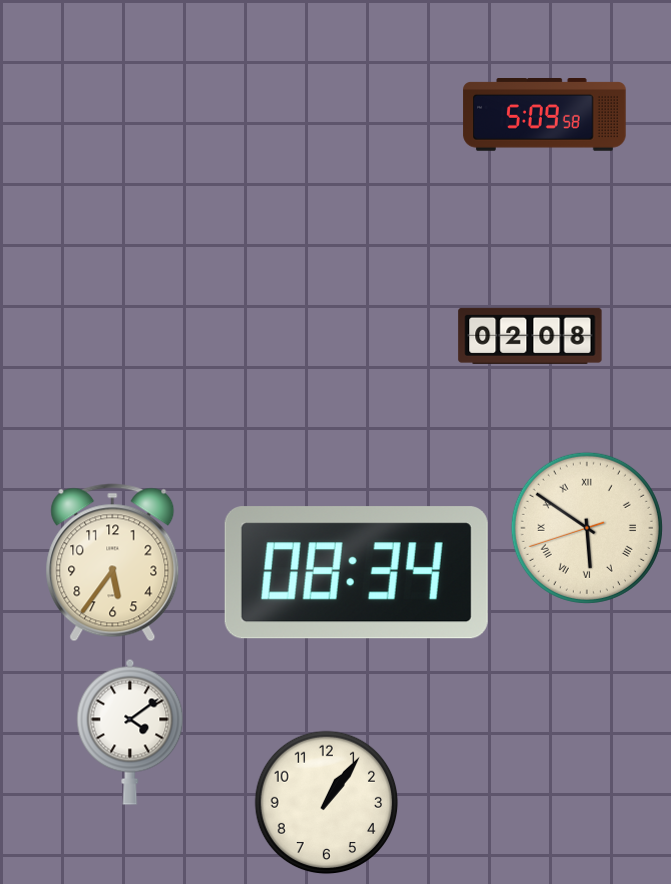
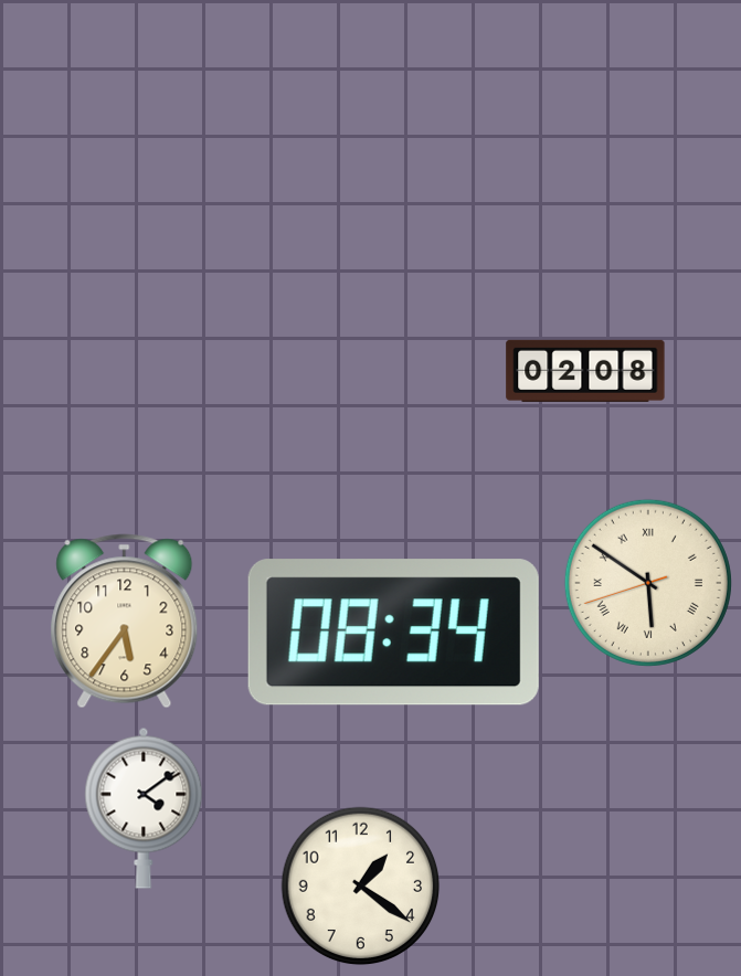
clock at (545, 115): 5:09 -> none
clock at (327, 803): 1:06 -> 1:21
